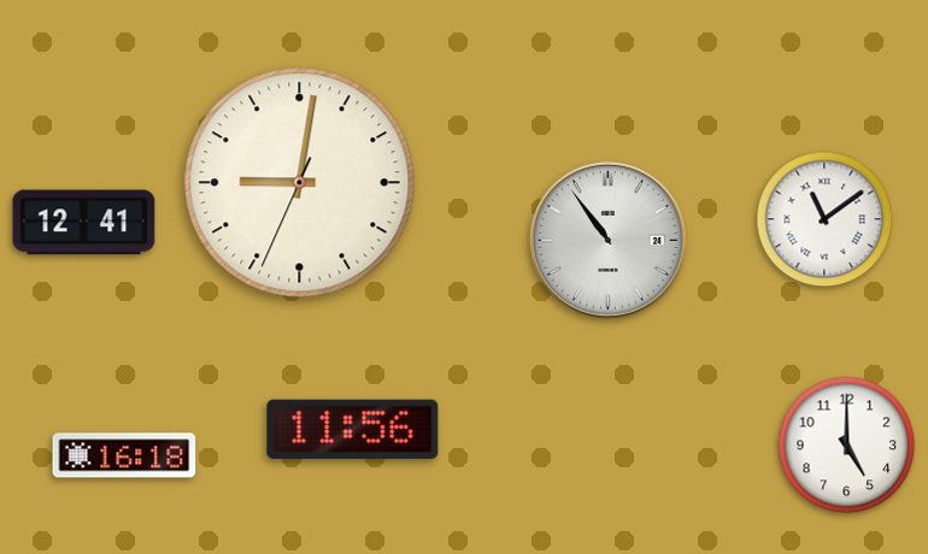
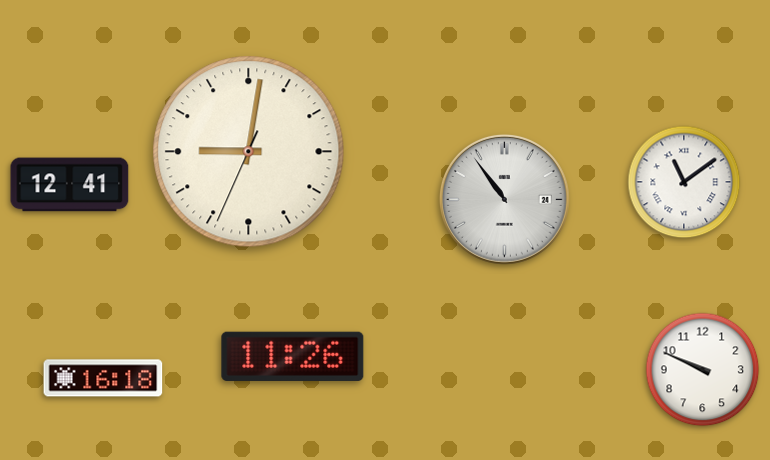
clock at (353, 429): 11:56 -> 11:26
clock at (847, 446): 5:00 -> 9:49
